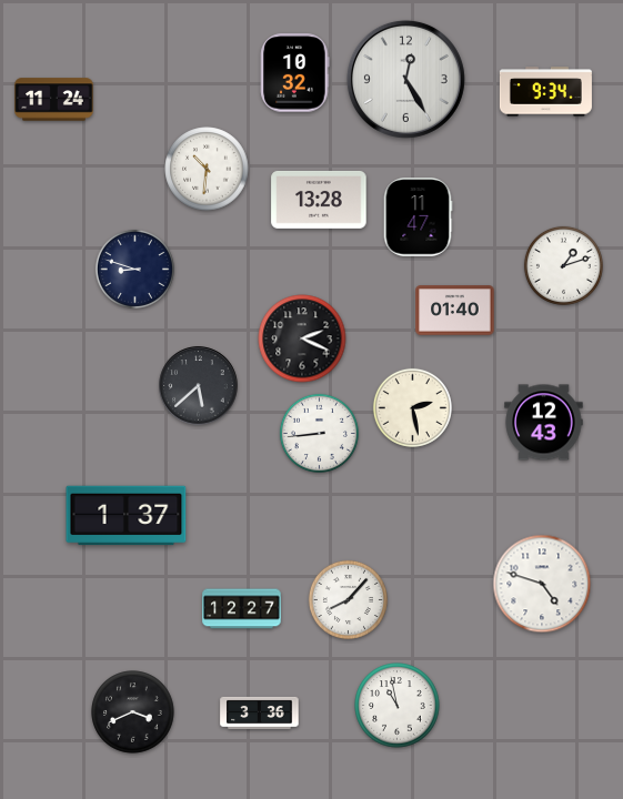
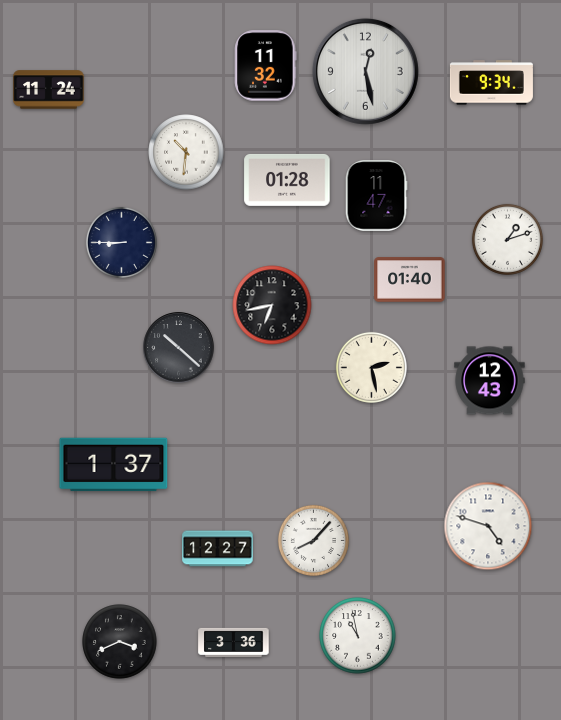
clock at (295, 73): 10:32 -> 11:32
clock at (405, 79): 12:25 -> 12:28
clock at (319, 200): 13:28 -> 01:28
clock at (134, 269): 8:48 -> 8:45
clock at (302, 338): 2:19 -> 6:43
clock at (199, 386): 5:38 -> 10:22
clock at (319, 433): 8:44 -> none
